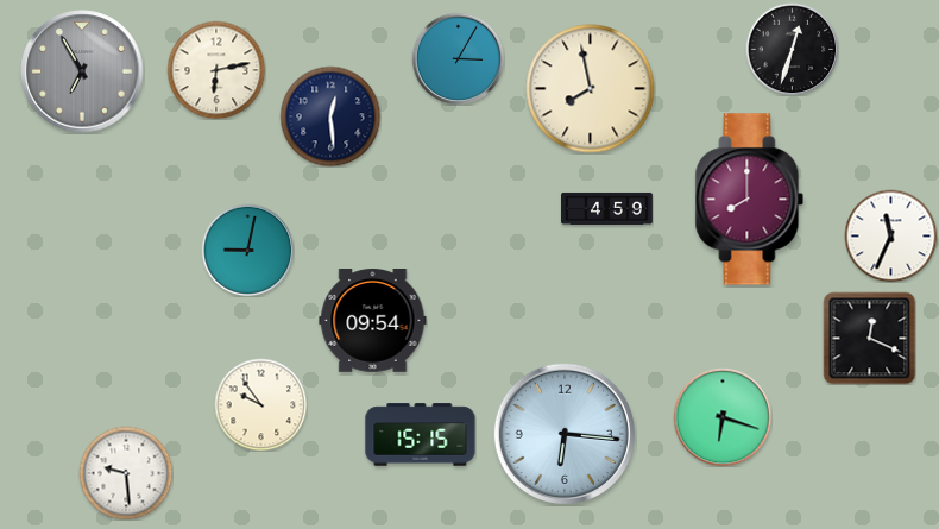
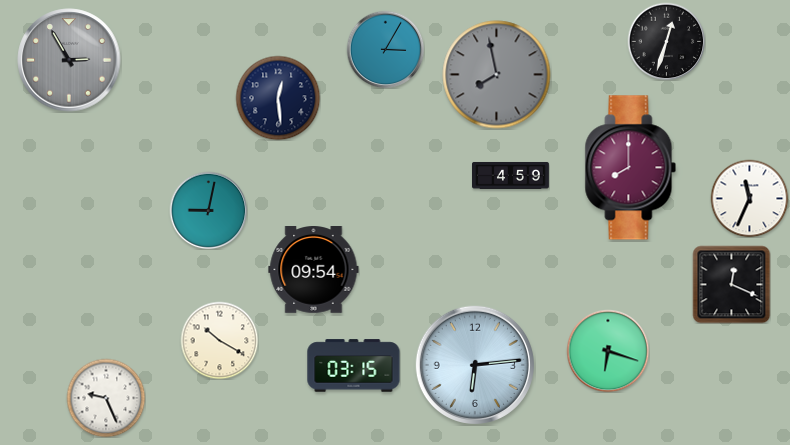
clock at (216, 70): 6:13 -> none
clock at (82, 71): 6:55 -> 2:55
clock at (591, 89) dial: cream -> grey
clock at (260, 404): 9:54 -> 10:20
clock at (565, 434): 6:16 -> 6:14
clock at (421, 435): 15:15 -> 03:15
clock at (126, 473): 9:29 -> 9:26
